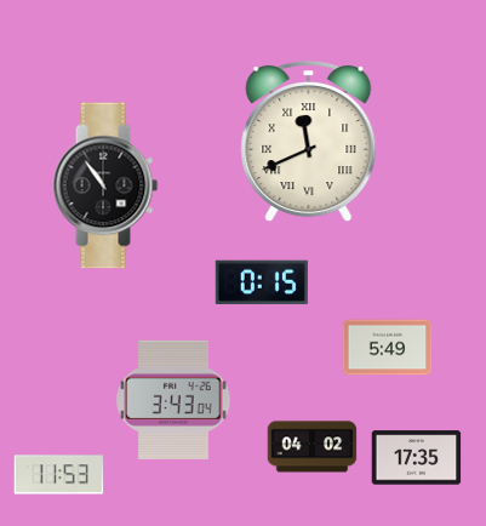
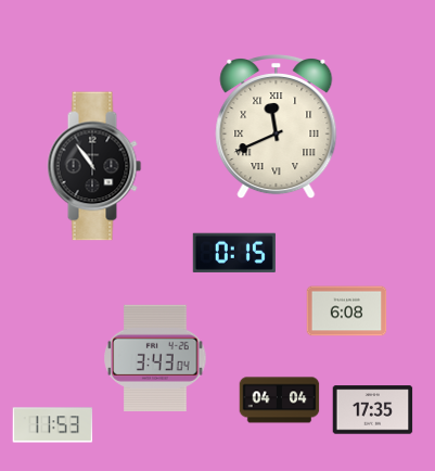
clock at (388, 348): 5:49 -> 6:08
clock at (313, 447): 04:02 -> 04:04
